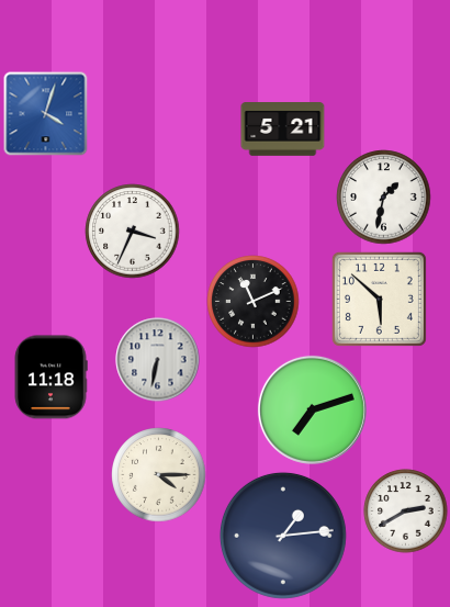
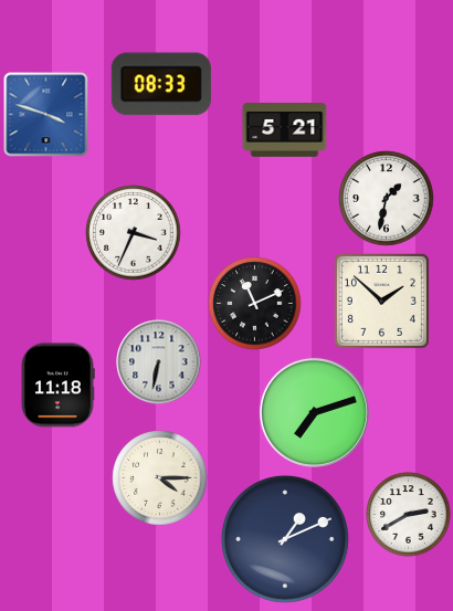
clock at (161, 84): none -> 08:33
clock at (46, 114): 4:03 -> 3:48
clock at (379, 299): 5:52 -> 1:52
clock at (50, 378) position: (50, 378) -> (57, 386)
clock at (283, 536): 1:14 -> 1:11
